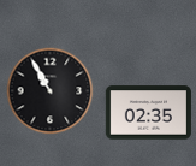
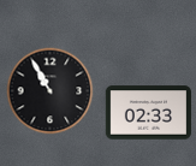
clock at (148, 113): 02:35 -> 02:33
